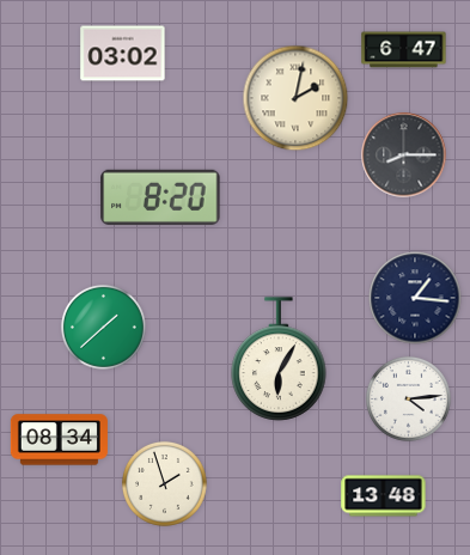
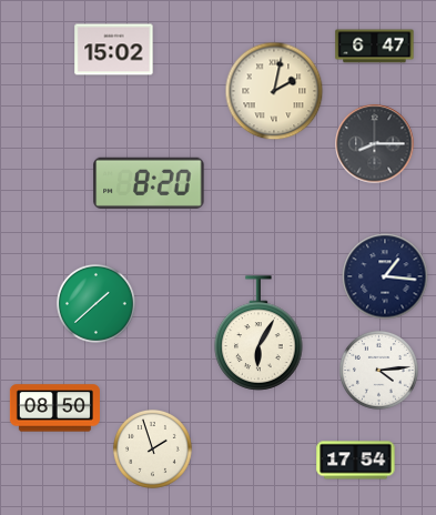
clock at (123, 54): 03:02 -> 15:02
clock at (59, 440): 08:34 -> 08:50
clock at (384, 496): 13:48 -> 17:54
